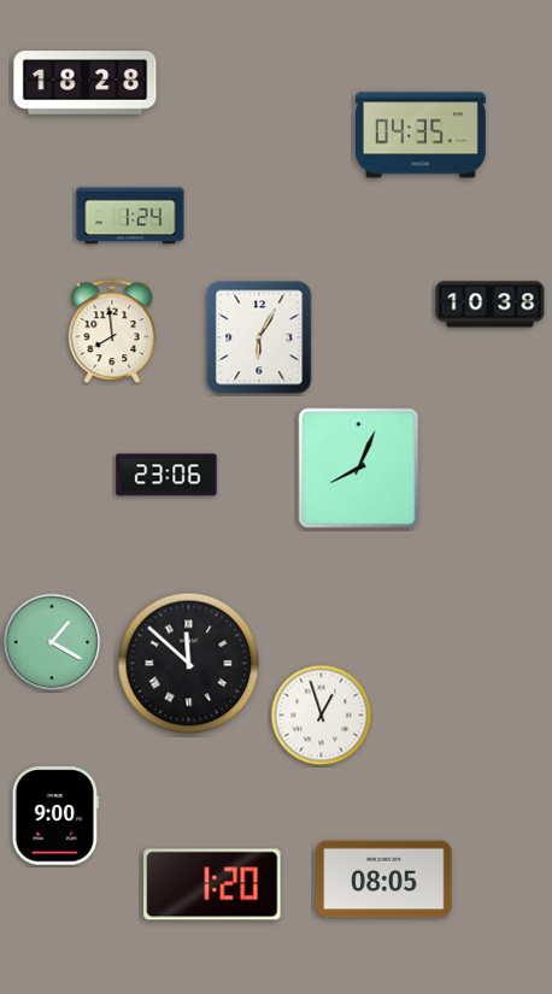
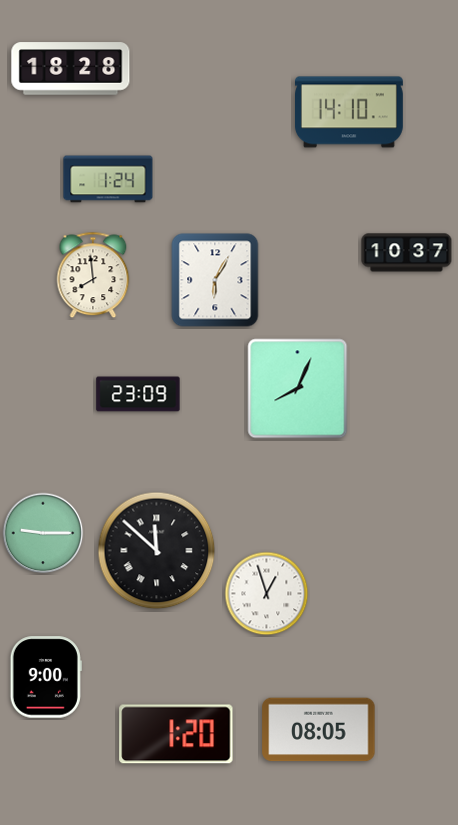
clock at (422, 135): 04:35 -> 14:10
clock at (491, 305): 10:38 -> 10:37
clock at (166, 475): 23:06 -> 23:09
clock at (52, 642): 1:20 -> 9:15
